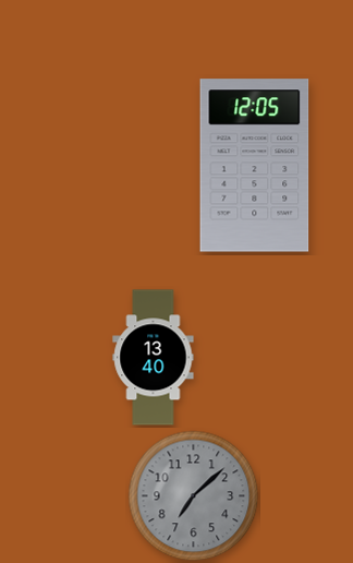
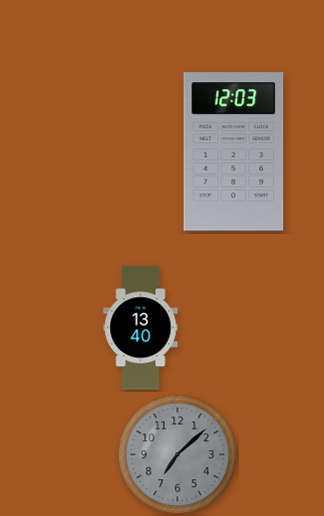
clock at (255, 166): 12:05 -> 12:03
